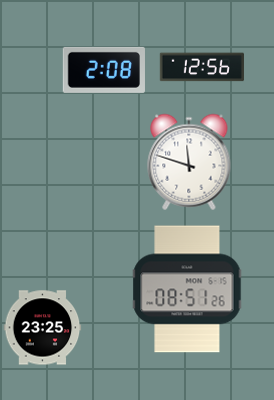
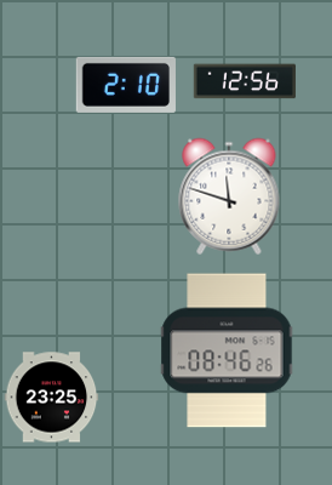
clock at (104, 70): 2:08 -> 2:10
clock at (187, 289): 08:51 -> 08:46
